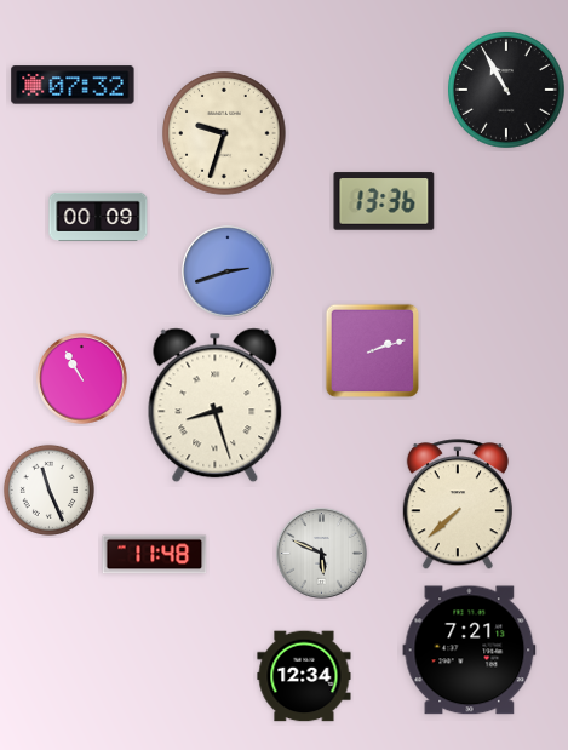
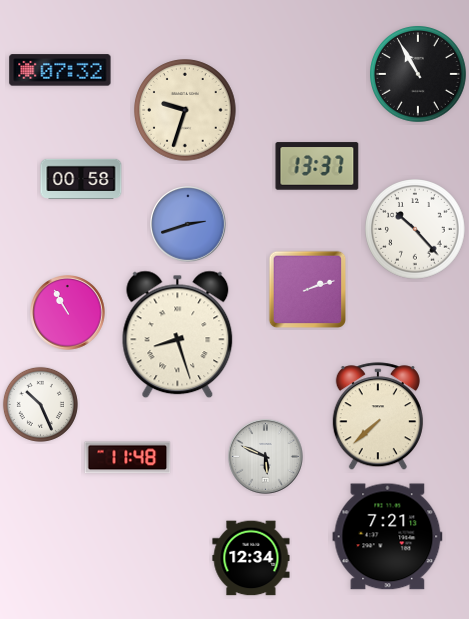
clock at (384, 201): 13:36 -> 13:37
clock at (98, 217): 00:09 -> 00:58
clock at (415, 229): none -> 10:23
clock at (48, 489): 11:26 -> 10:26
